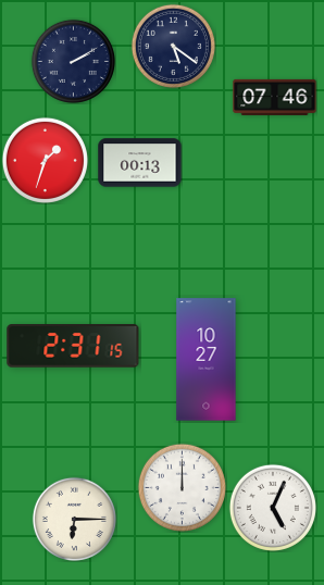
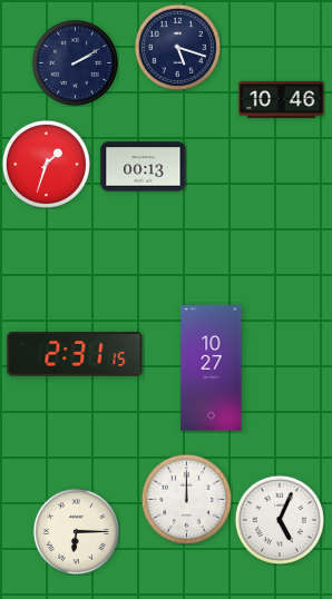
clock at (173, 46): 5:21 -> 5:18
clock at (275, 97): 07:46 -> 10:46
